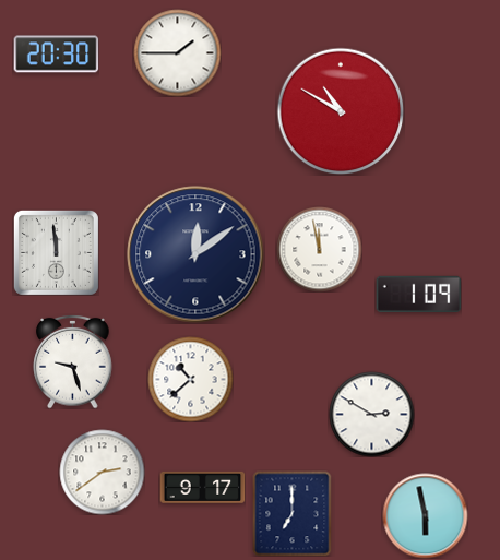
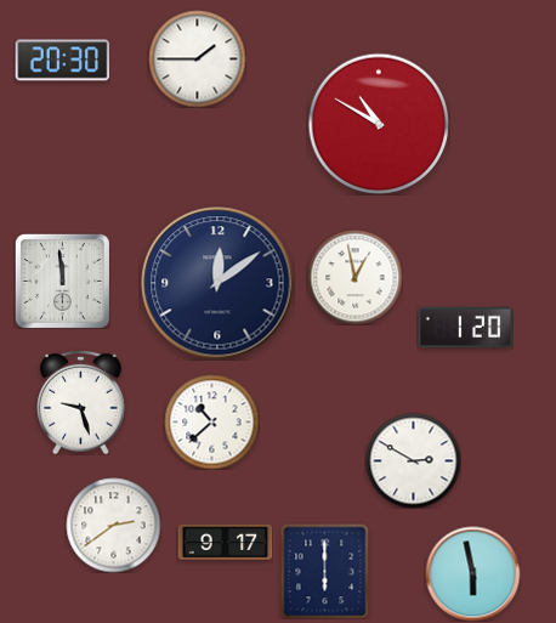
clock at (319, 249): 11:58 -> 12:58
clock at (418, 294): 1:09 -> 1:20
clock at (293, 513): 7:00 -> 6:00
